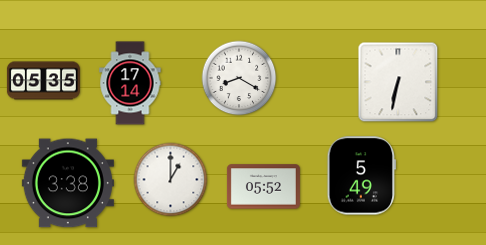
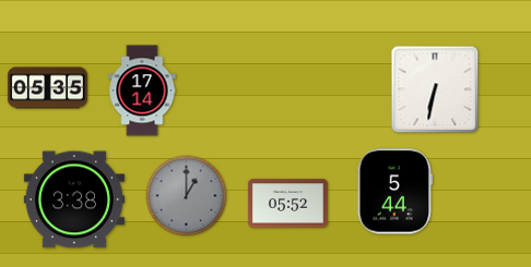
clock at (239, 78): 8:20 -> none
clock at (362, 176): 5:49 -> 5:44
clock at (171, 180) dial: white -> grey
